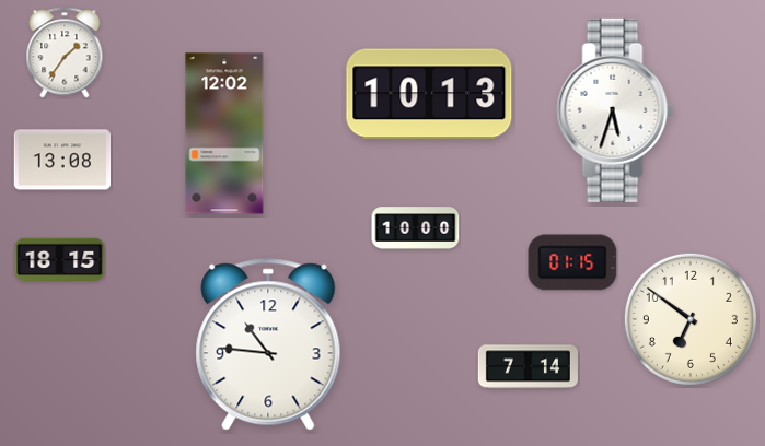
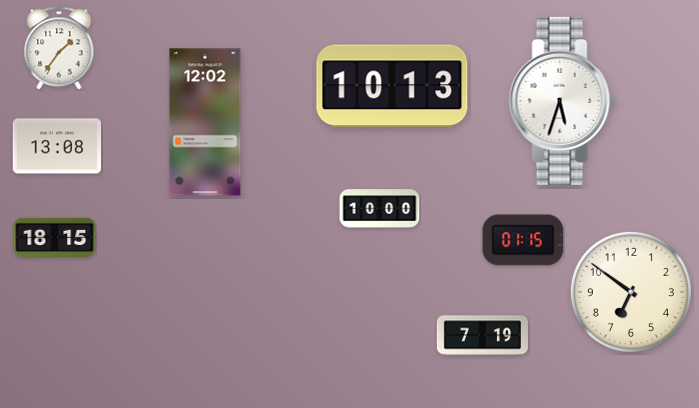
clock at (268, 344): 10:46 -> none
clock at (528, 367): 7:14 -> 7:19
